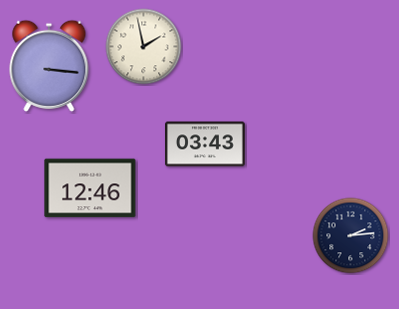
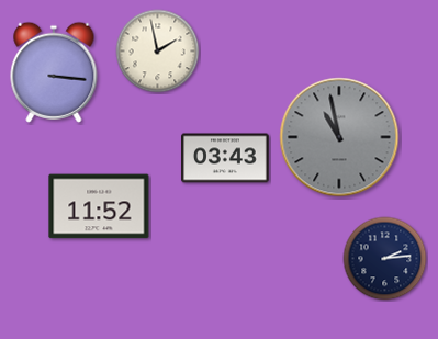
clock at (339, 137): none -> 10:58
clock at (90, 188): 12:46 -> 11:52
